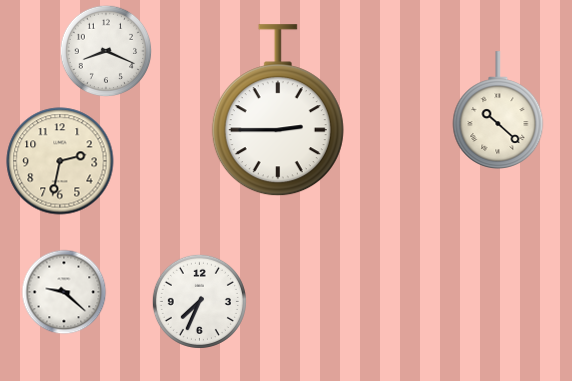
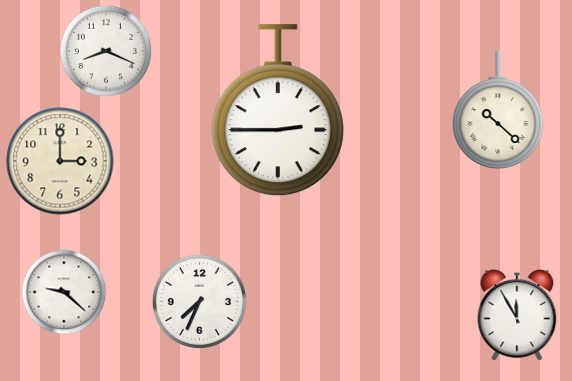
clock at (60, 161): 2:32 -> 3:00
clock at (517, 315): none -> 11:55
